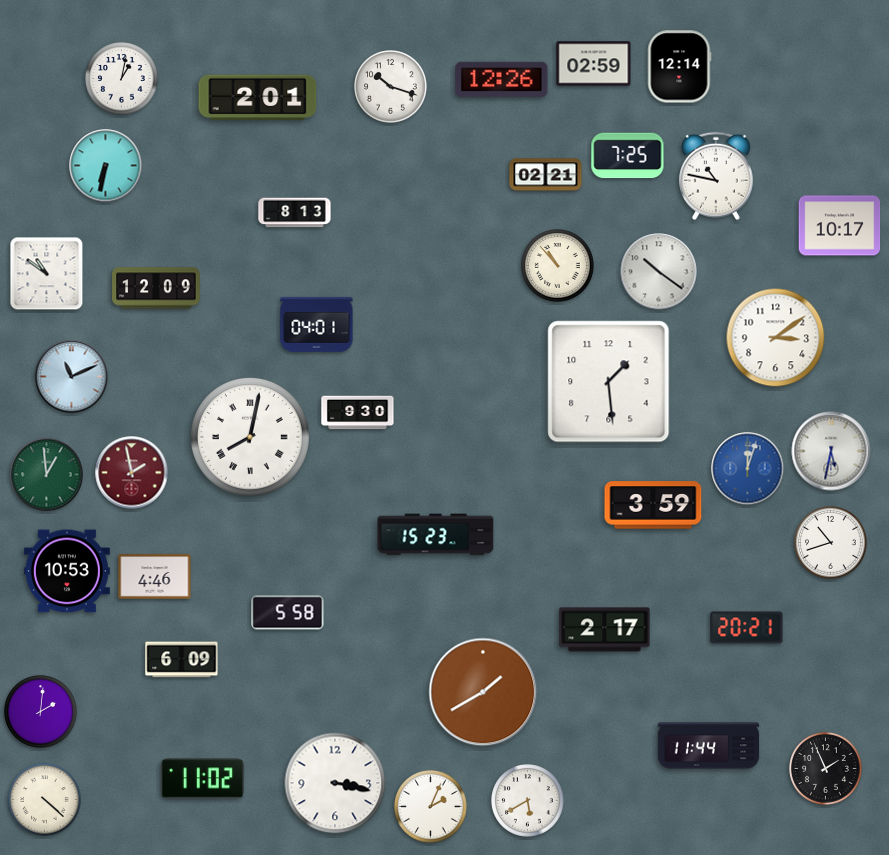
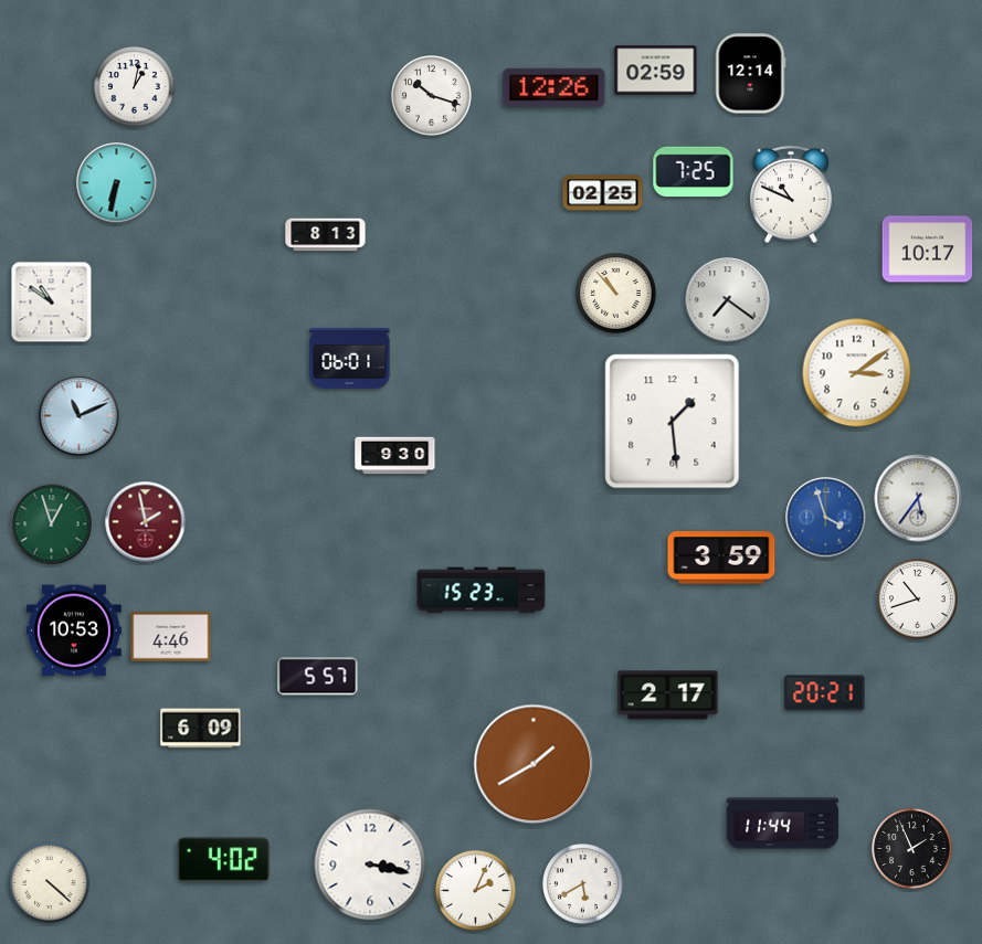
clock at (258, 98): 2:01 -> none
clock at (546, 175): 02:21 -> 02:25
clock at (717, 176): 10:47 -> 10:49
clock at (659, 272): 10:21 -> 7:21
clock at (156, 288): 12:09 -> none
clock at (317, 324): 04:01 -> 06:01
clock at (250, 437): 8:02 -> none
clock at (831, 451): 5:32 -> 5:36
clock at (748, 469): 12:03 -> 3:57
clock at (47, 475): 12:59 -> 12:57
clock at (288, 613): 5:58 -> 5:57
clock at (41, 712): 2:01 -> none
clock at (202, 779): 11:02 -> 4:02
